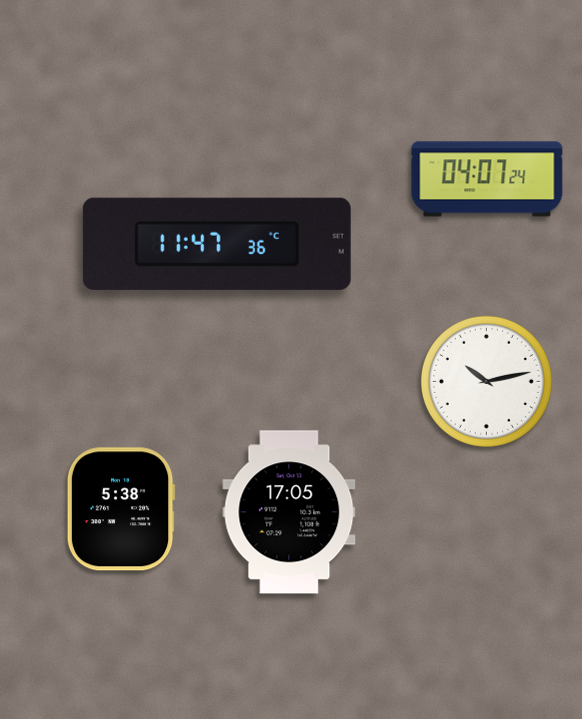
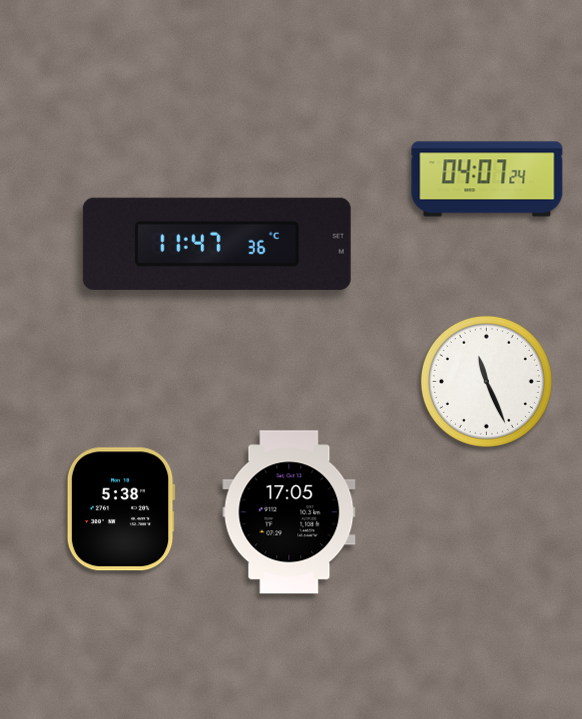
clock at (486, 381): 10:13 -> 11:26
